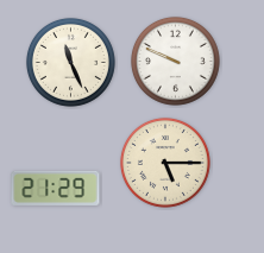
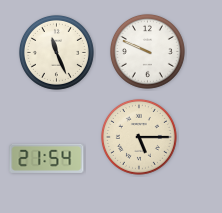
clock at (70, 62) position: (70, 62) -> (56, 52)
clock at (56, 188): 21:29 -> 21:54
